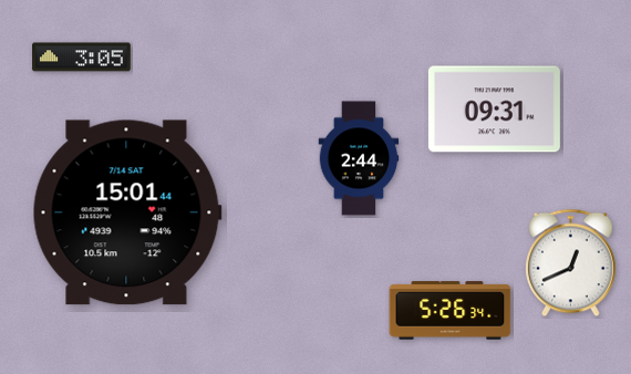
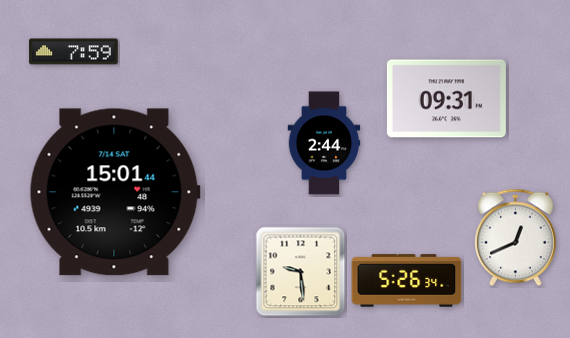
clock at (82, 58): 3:05 -> 7:59
clock at (301, 272): none -> 9:29
